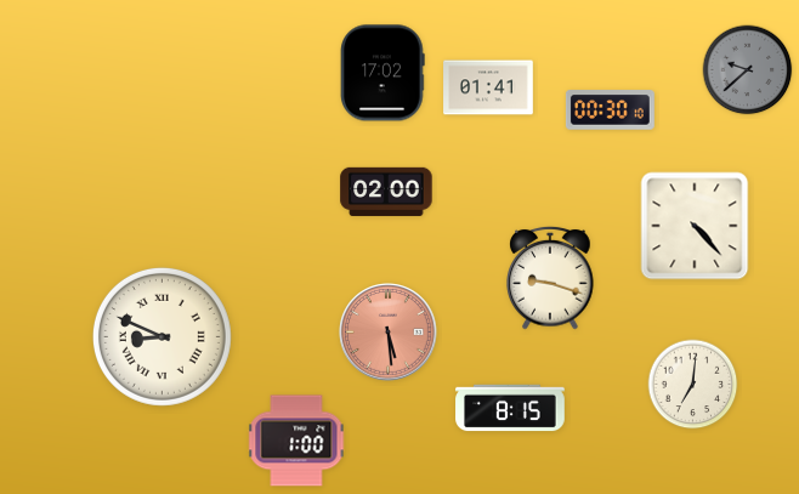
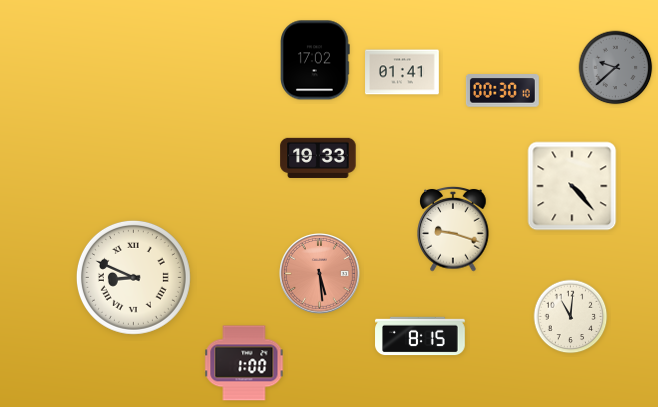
clock at (748, 70) position: (748, 70) -> (616, 68)
clock at (386, 192): 02:00 -> 19:33
clock at (693, 385): 7:01 -> 11:01
